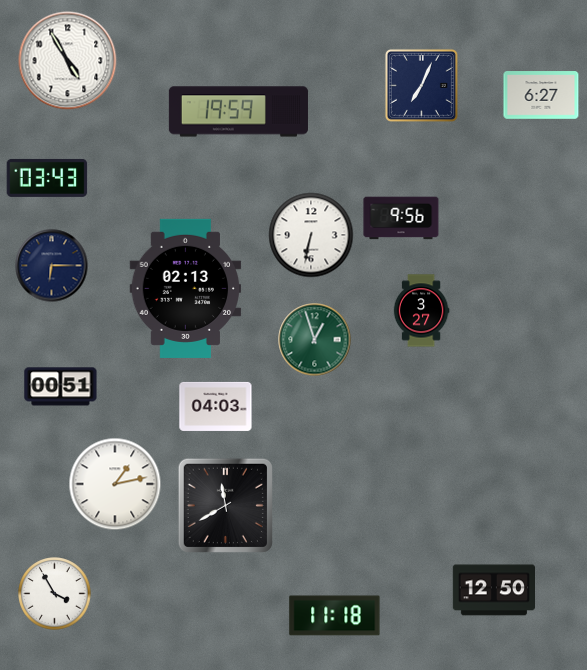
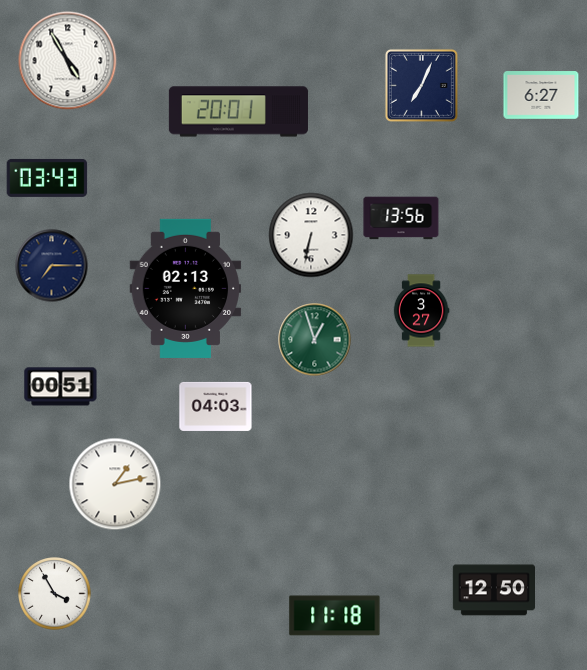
clock at (238, 112): 19:59 -> 20:01
clock at (401, 218): 9:56 -> 13:56
clock at (52, 266): 6:15 -> 7:15
clock at (225, 505): 11:40 -> none
